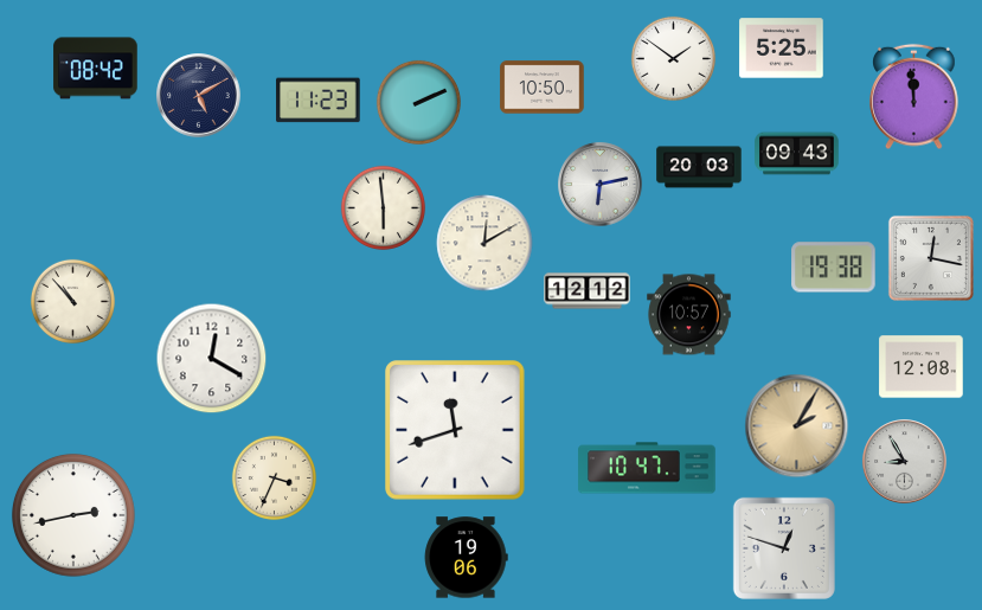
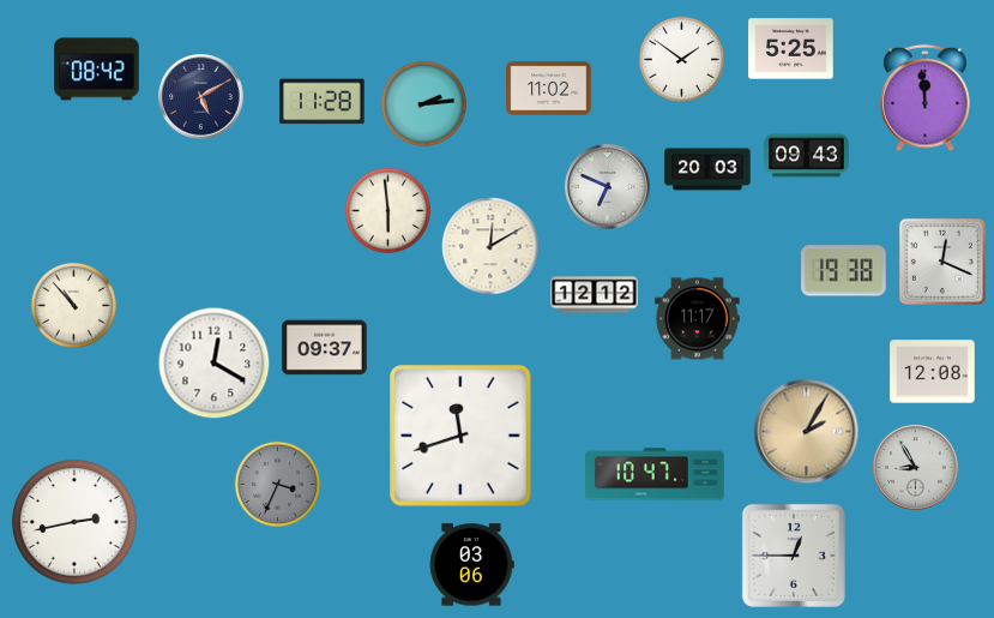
clock at (543, 88): 10:50 -> 11:02
clock at (319, 101): 11:23 -> 11:28
clock at (418, 102): 2:11 -> 2:14
clock at (601, 185): 6:13 -> 6:49
clock at (931, 258): 12:17 -> 12:19
clock at (689, 315): 10:57 -> 11:17
clock at (325, 348): none -> 09:37
clock at (274, 477) dial: cream -> grey
clock at (784, 548): 12:48 -> 12:45
clock at (466, 558): 19:06 -> 03:06
